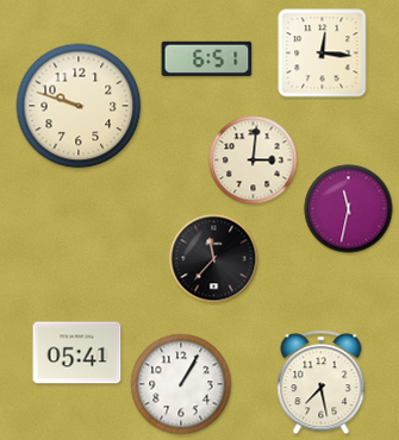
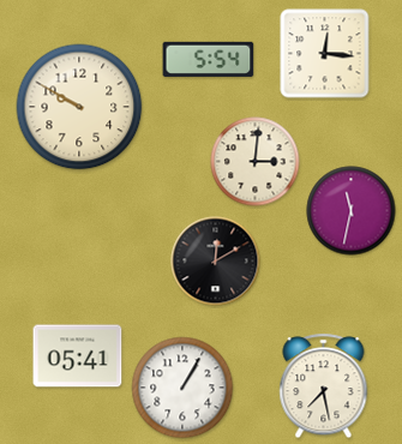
clock at (207, 58): 6:51 -> 5:54
clock at (79, 106): 9:48 -> 9:50
clock at (214, 259): 11:37 -> 12:10
